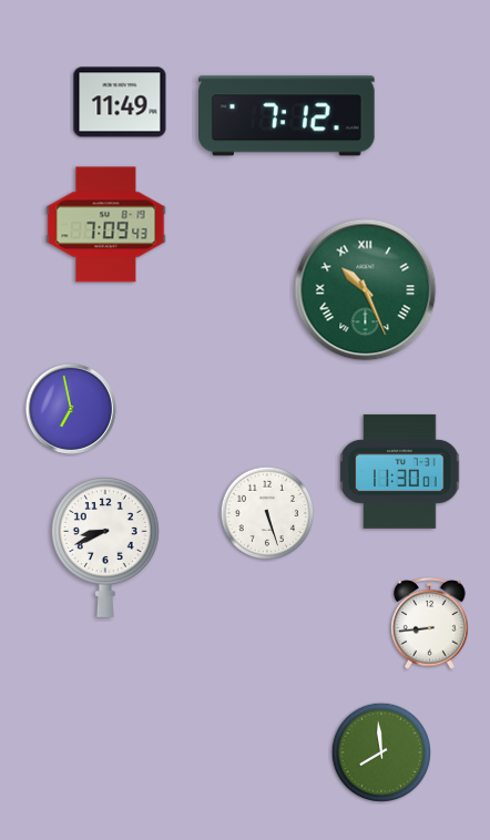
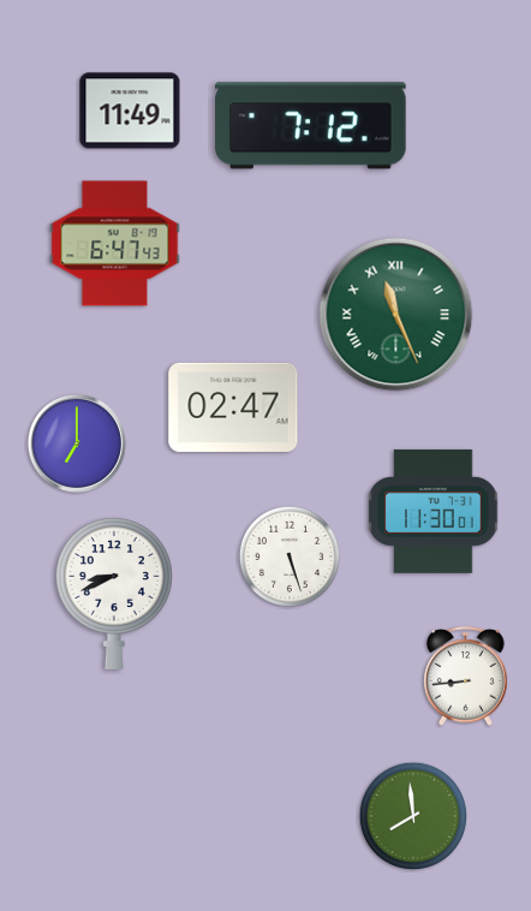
clock at (106, 225): 7:09 -> 6:47
clock at (366, 290): 10:26 -> 11:26
clock at (233, 407): none -> 02:47
clock at (71, 409): 6:58 -> 7:00
